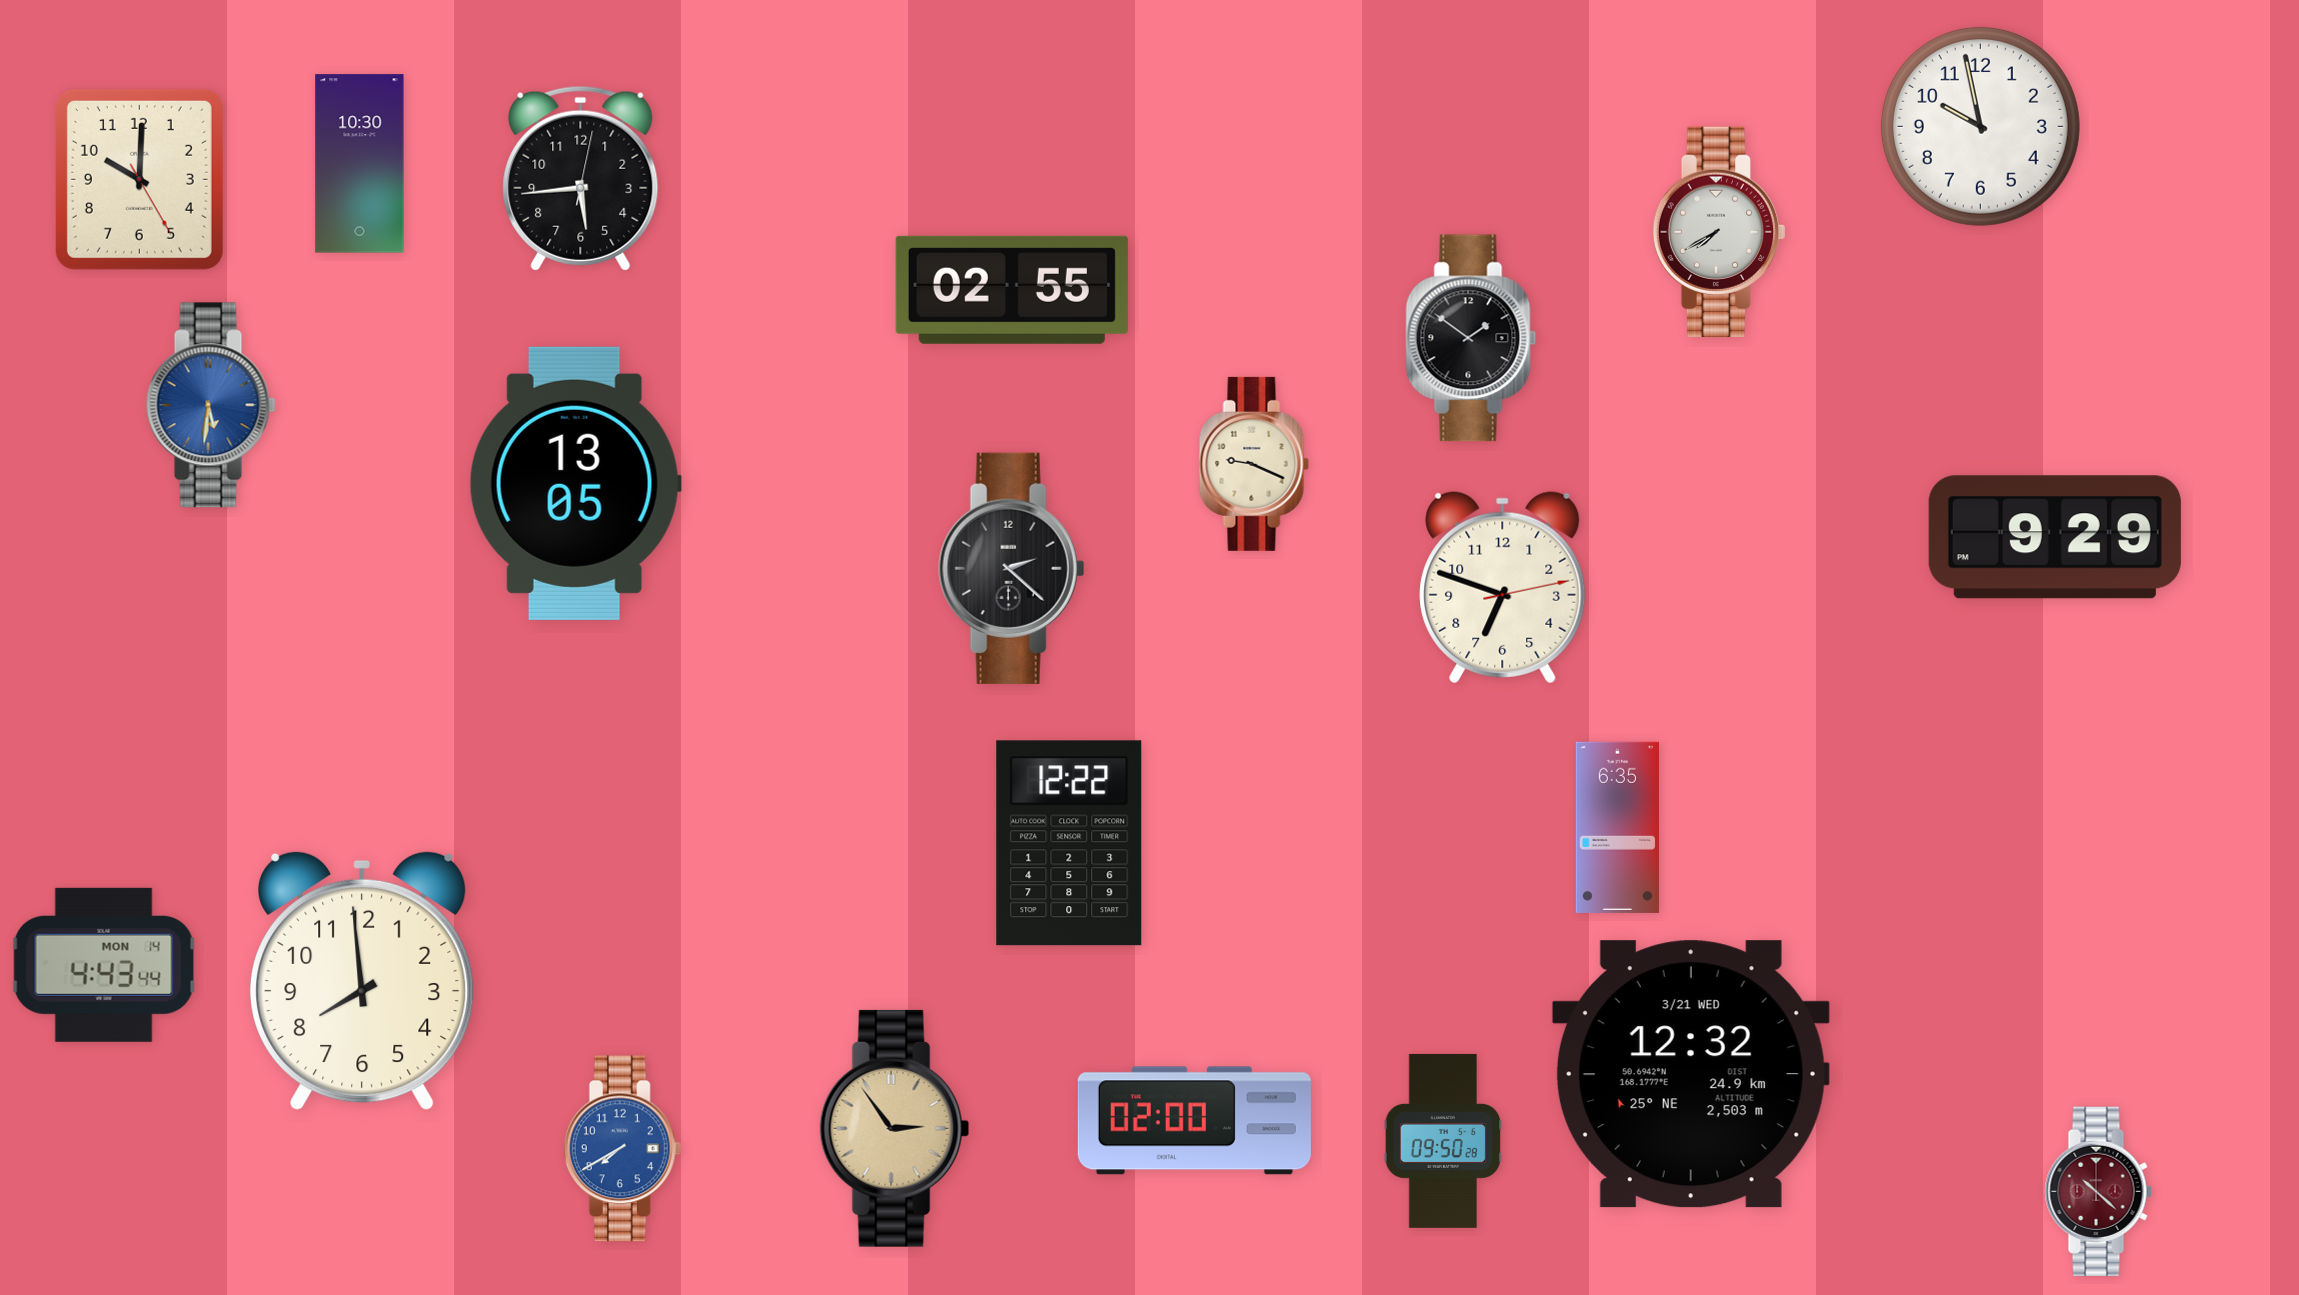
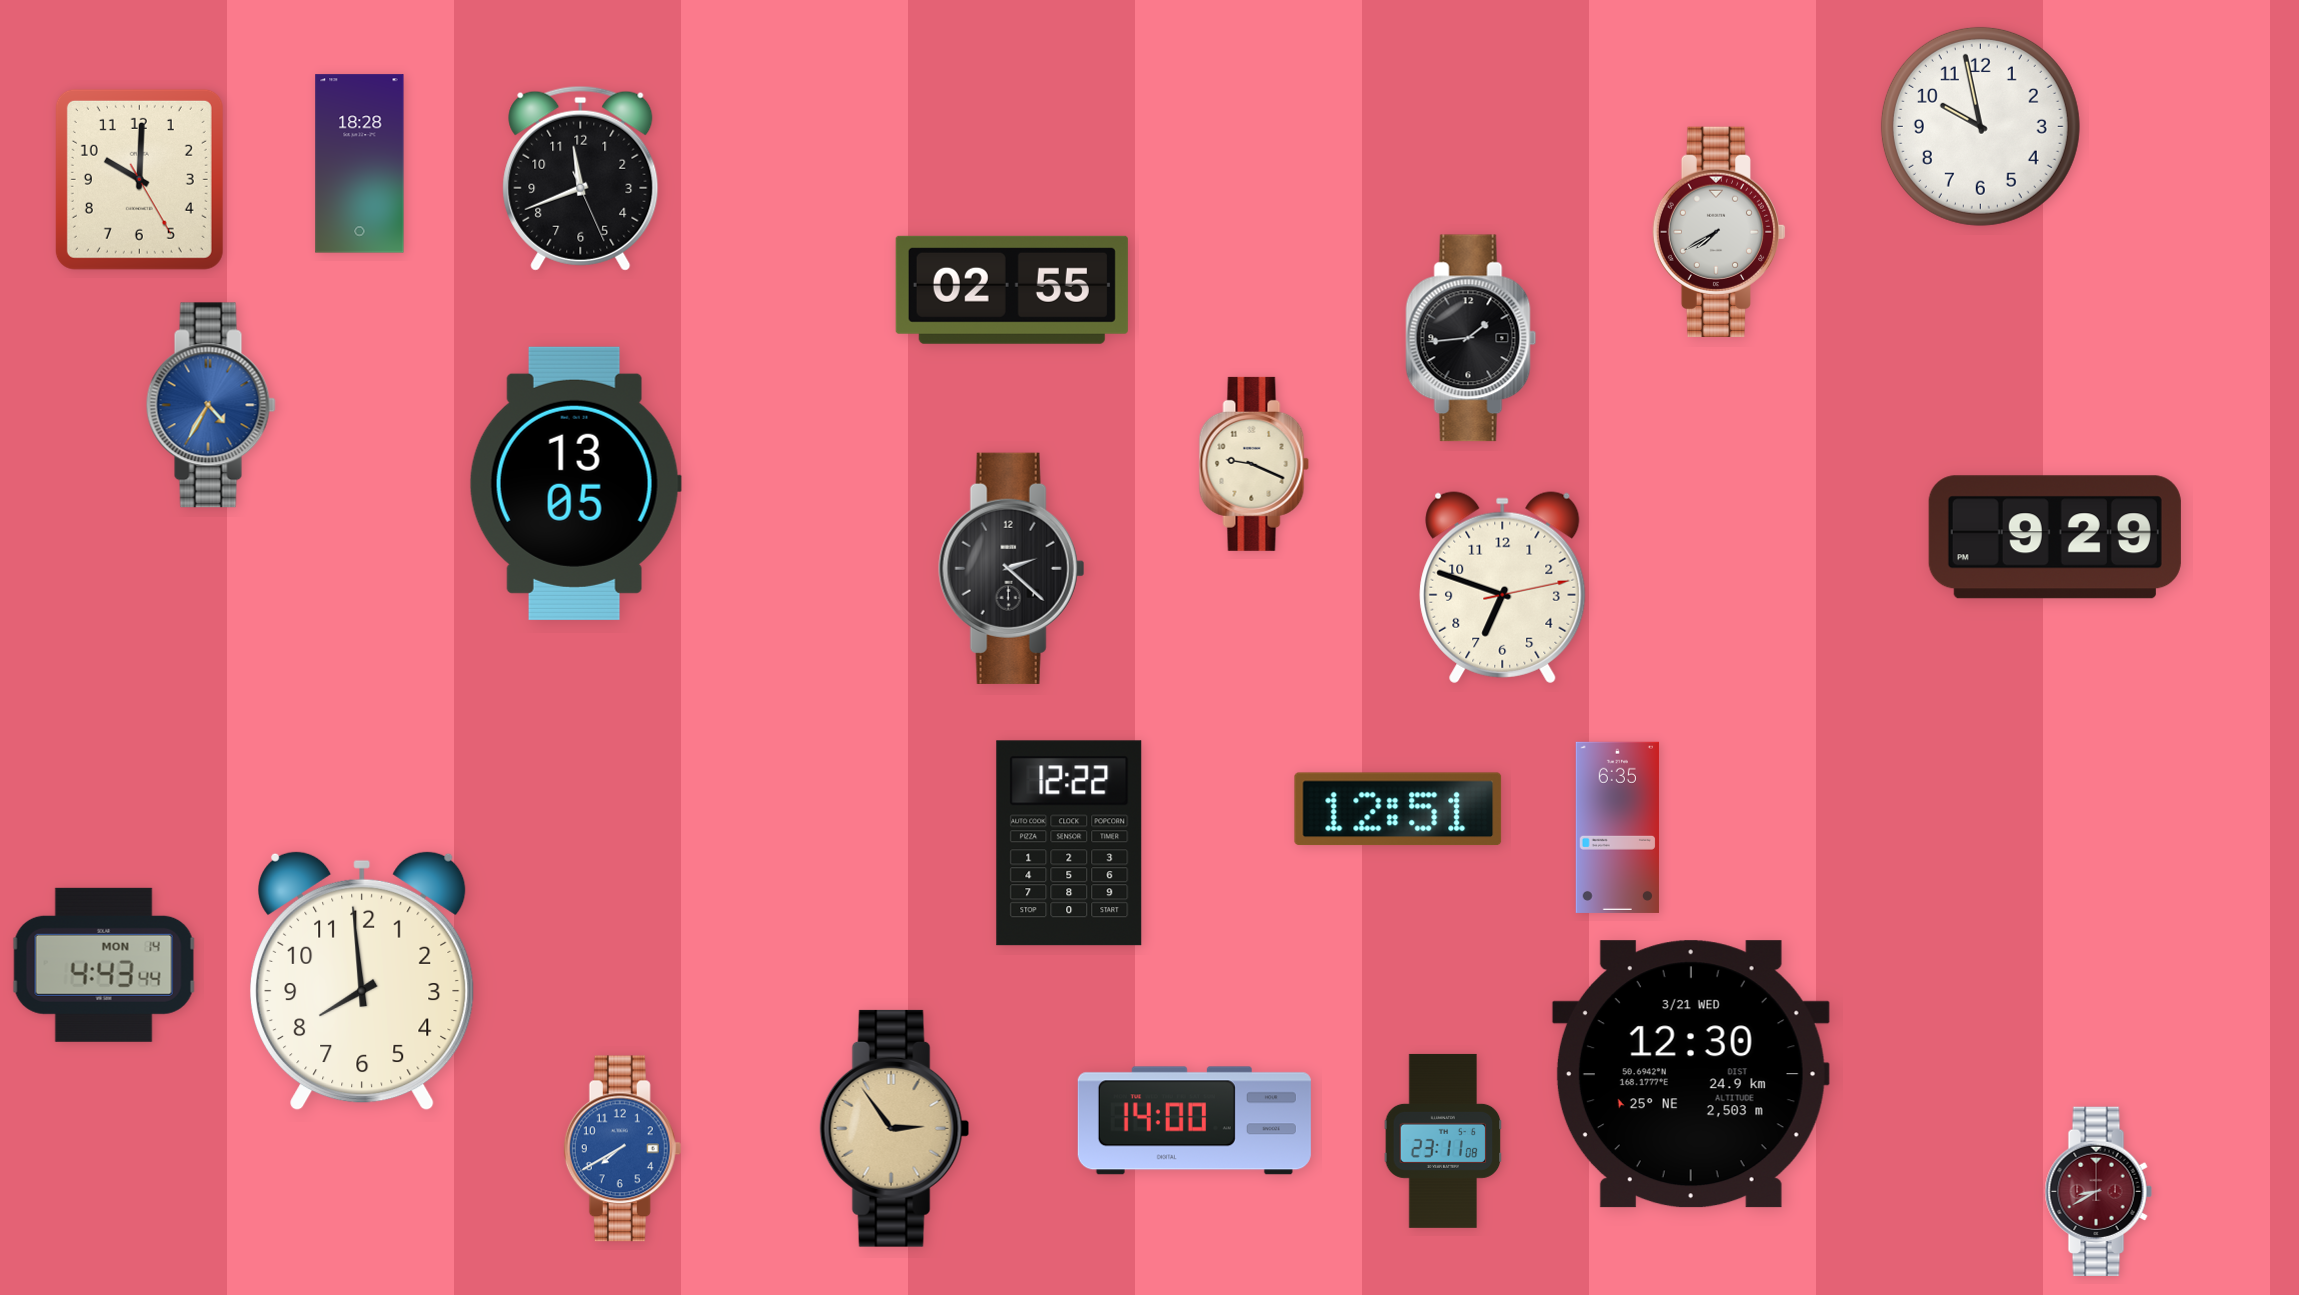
clock at (360, 164): 10:30 -> 18:28
clock at (581, 178): 5:44 -> 11:41
clock at (1471, 338): 1:51 -> 1:44
clock at (211, 405): 5:31 -> 4:35
clock at (1398, 809): none -> 12:51
clock at (1691, 1074): 12:32 -> 12:30
clock at (1194, 1121): 02:00 -> 14:00
clock at (1443, 1141): 09:50 -> 23:11
clock at (2098, 1191): 10:22 -> 8:40
